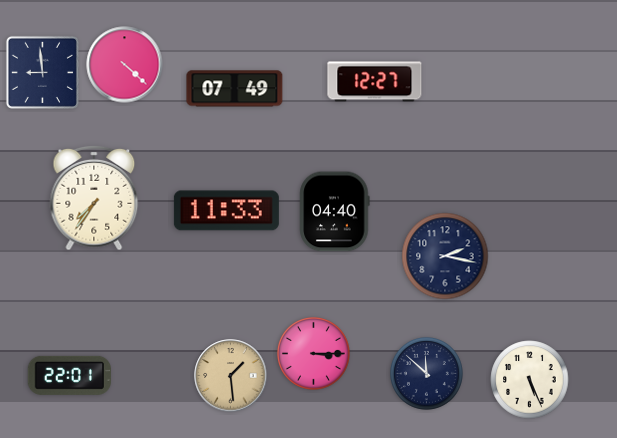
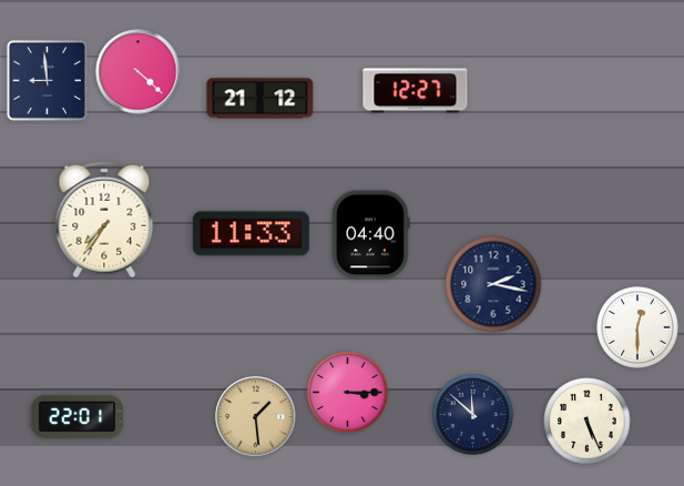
clock at (235, 89): 07:49 -> 21:12
clock at (639, 328): none -> 12:30
